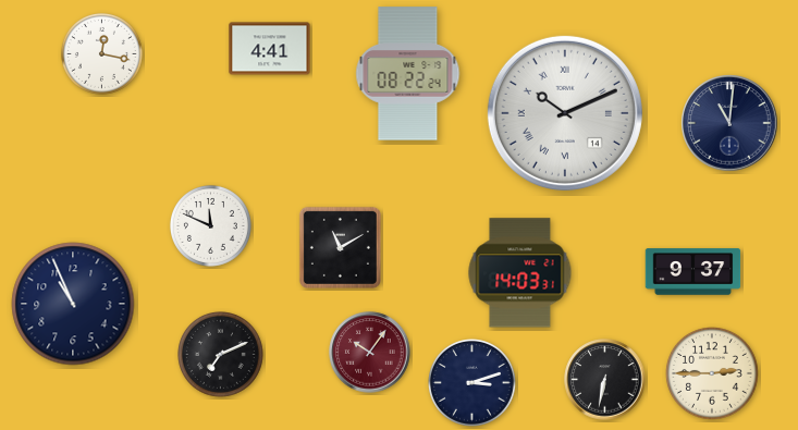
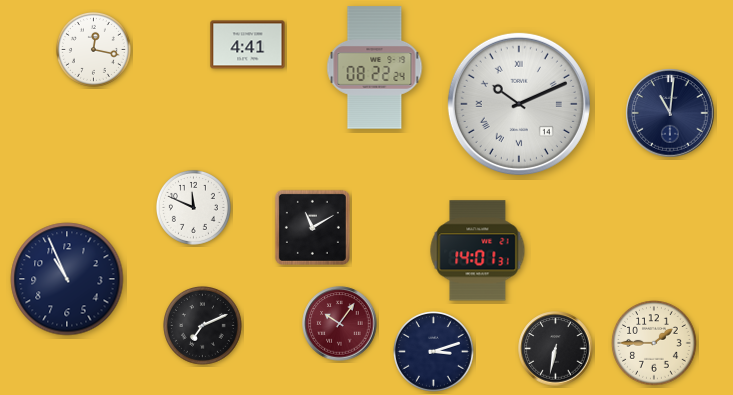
clock at (693, 272): 9:37 -> none
clock at (520, 273): 14:03 -> 14:01
clock at (712, 373): 2:45 -> 1:45
